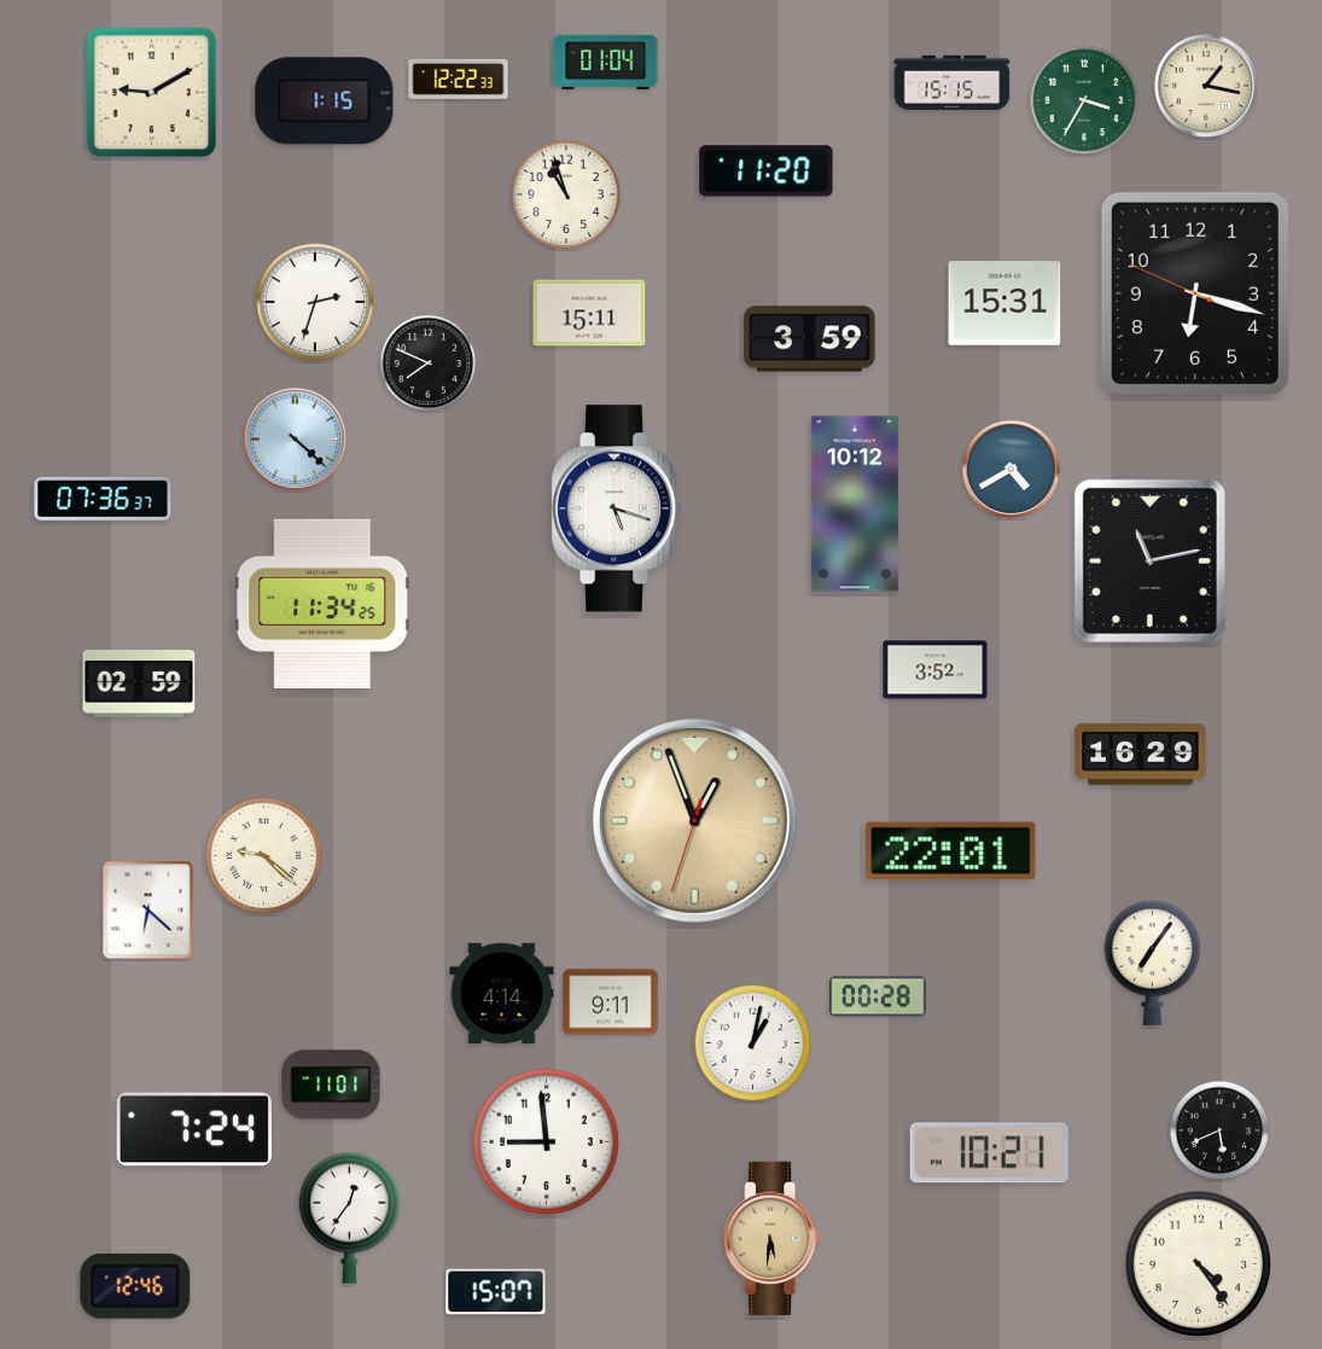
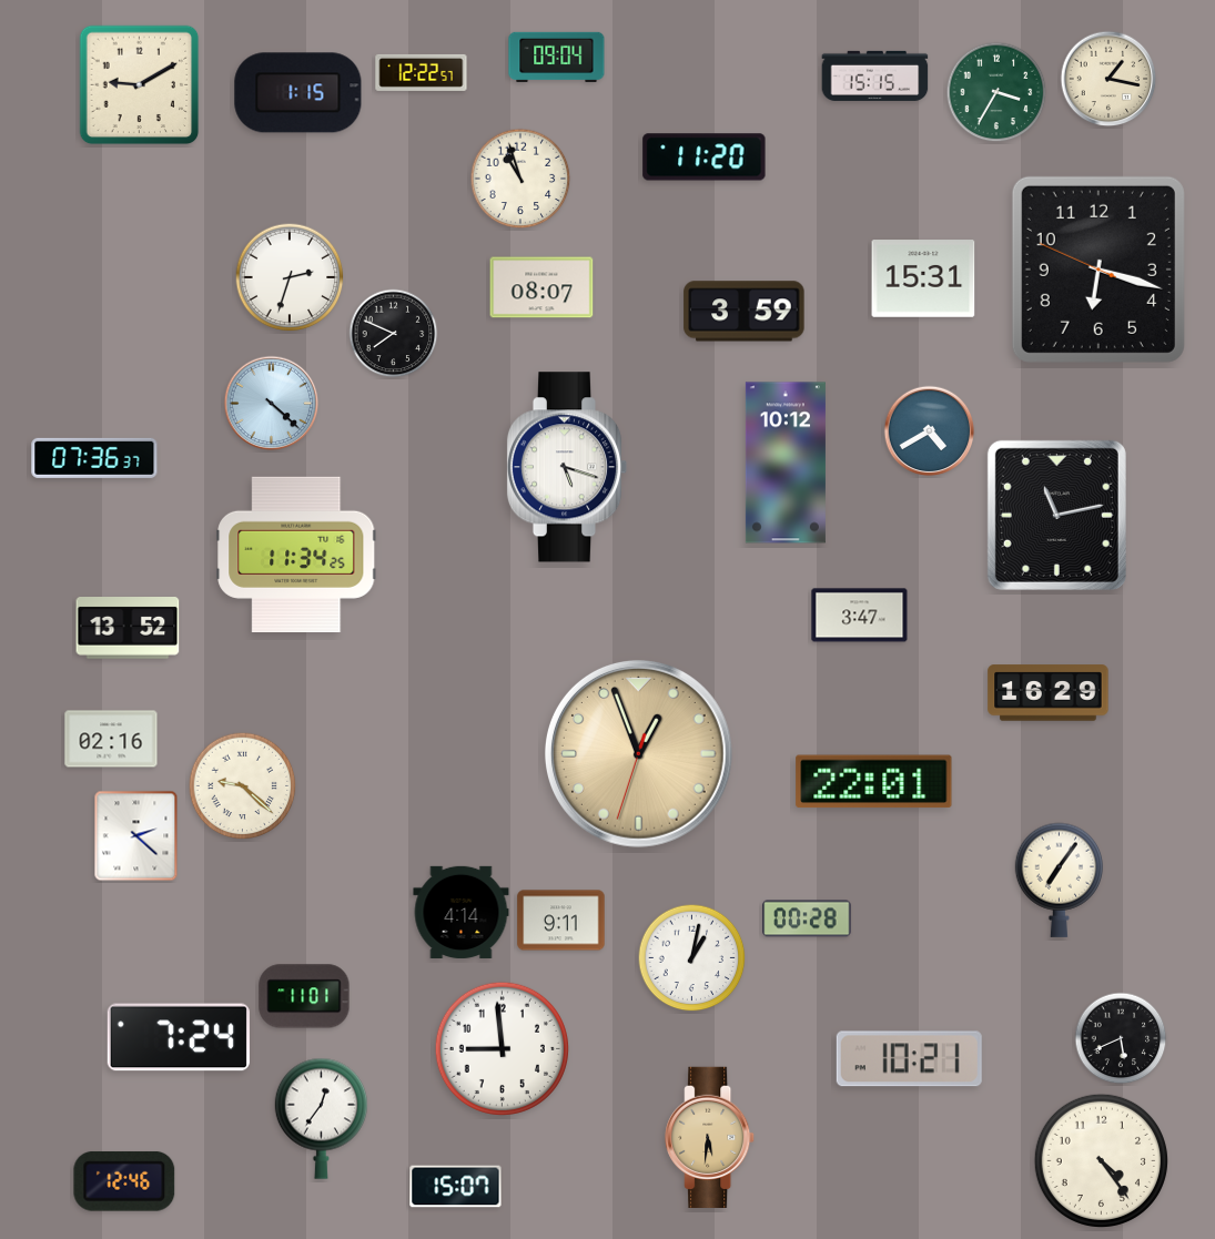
clock at (606, 62): 01:04 -> 09:04
clock at (459, 79): 12:22:33 -> 12:22:57
clock at (589, 313): 15:11 -> 08:07
clock at (936, 670): 3:52 -> 3:47
clock at (139, 685): 02:59 -> 13:52
clock at (111, 739): none -> 02:16
clock at (148, 911): 6:22 -> 2:22
clock at (1153, 963) position: (1153, 963) -> (1060, 880)
clock at (878, 996) position: (878, 996) -> (807, 918)
